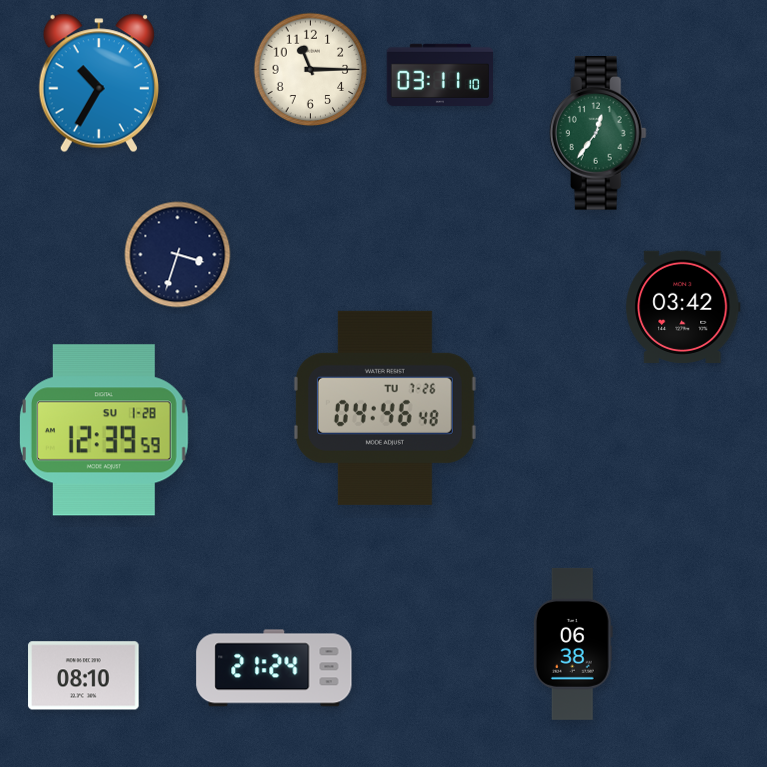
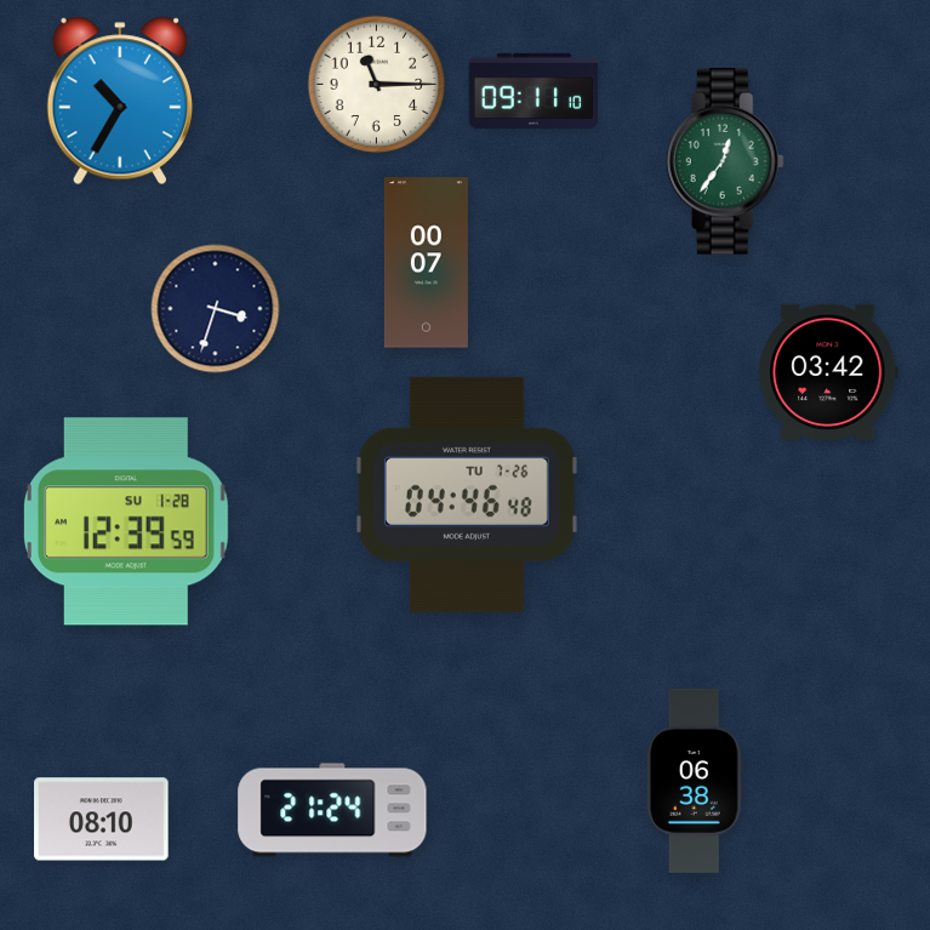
clock at (439, 75): 03:11 -> 09:11
clock at (426, 263): none -> 00:07
